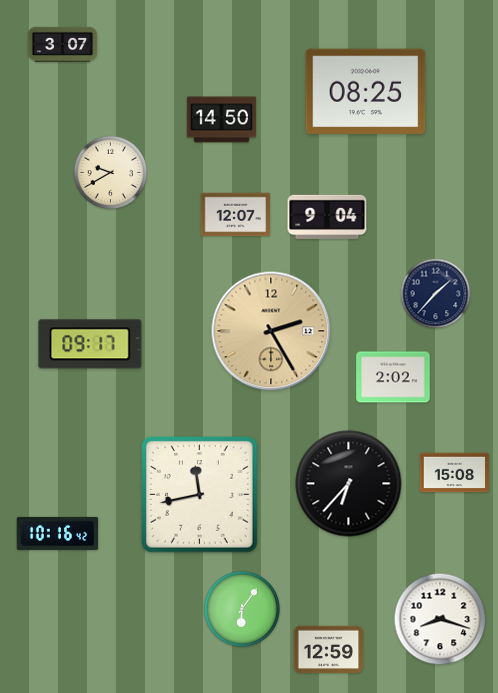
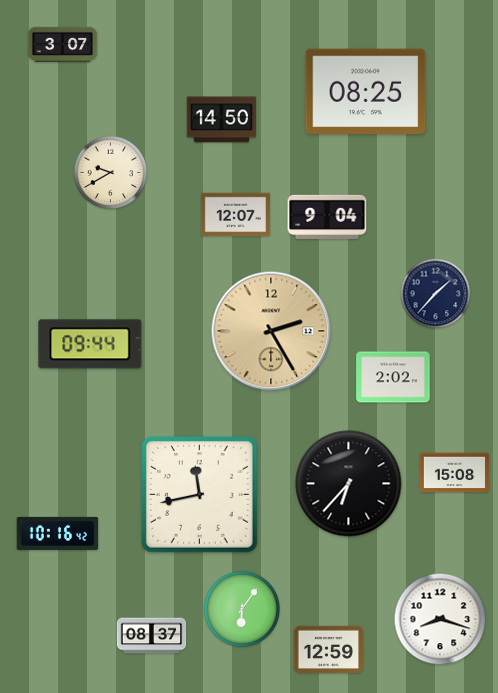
clock at (90, 344): 09:17 -> 09:44
clock at (152, 636): none -> 08:37
